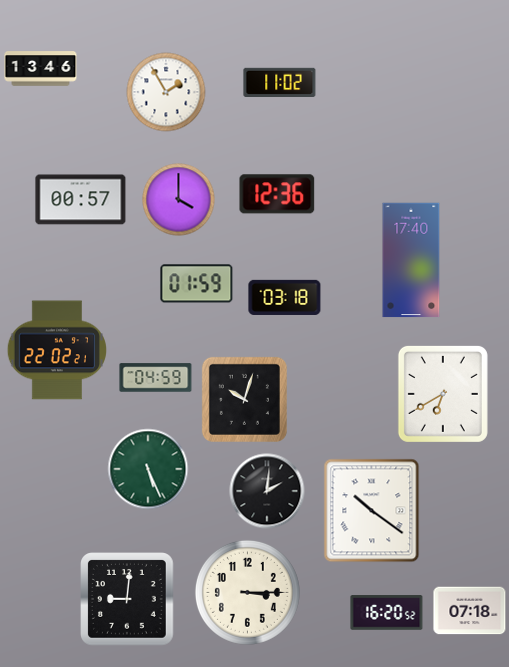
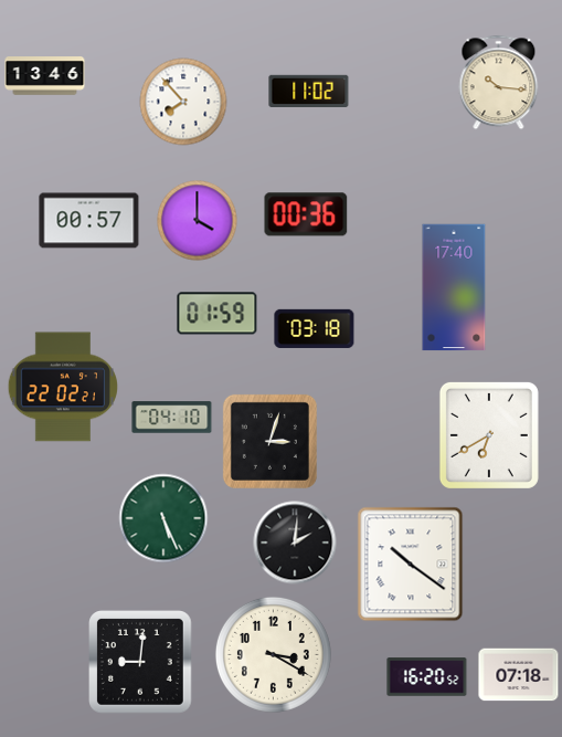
clock at (499, 83): none -> 10:16
clock at (166, 92): 1:55 -> 7:53
clock at (277, 194): 12:36 -> 00:36
clock at (156, 378): 04:59 -> 04:10
clock at (244, 399): 10:03 -> 3:03
clock at (247, 592): 3:15 -> 3:20
